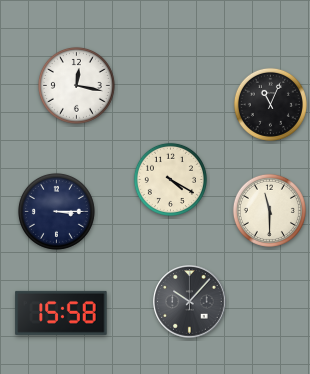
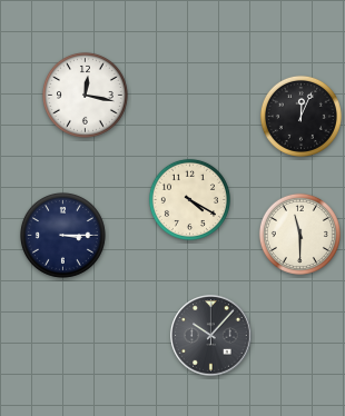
clock at (270, 104): 11:04 -> 12:04
clock at (61, 313): 15:58 -> none
